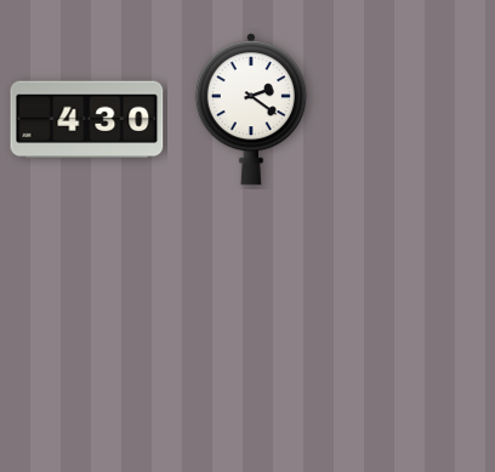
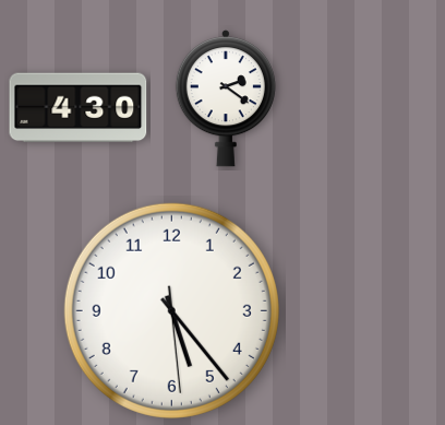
clock at (171, 310): none -> 5:23
